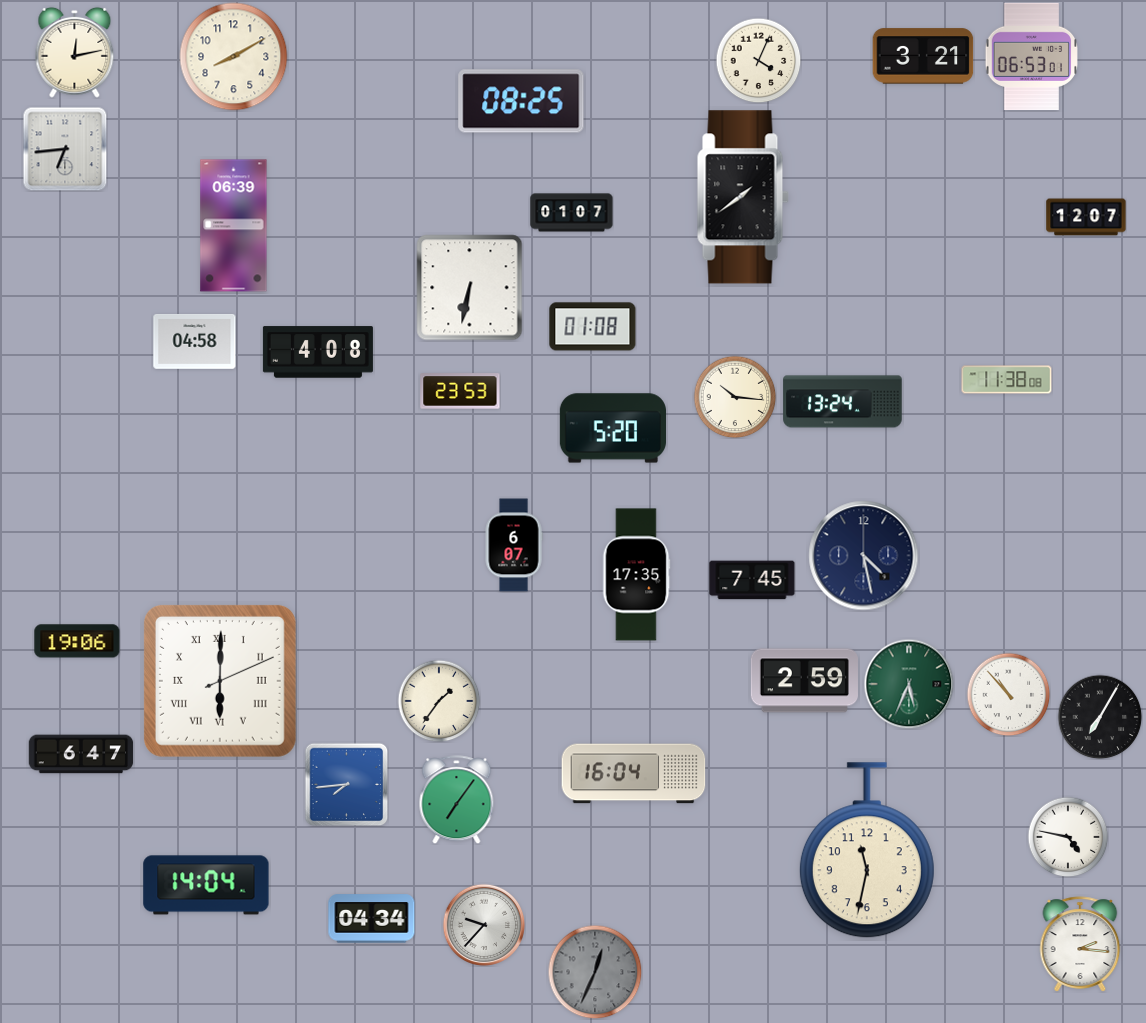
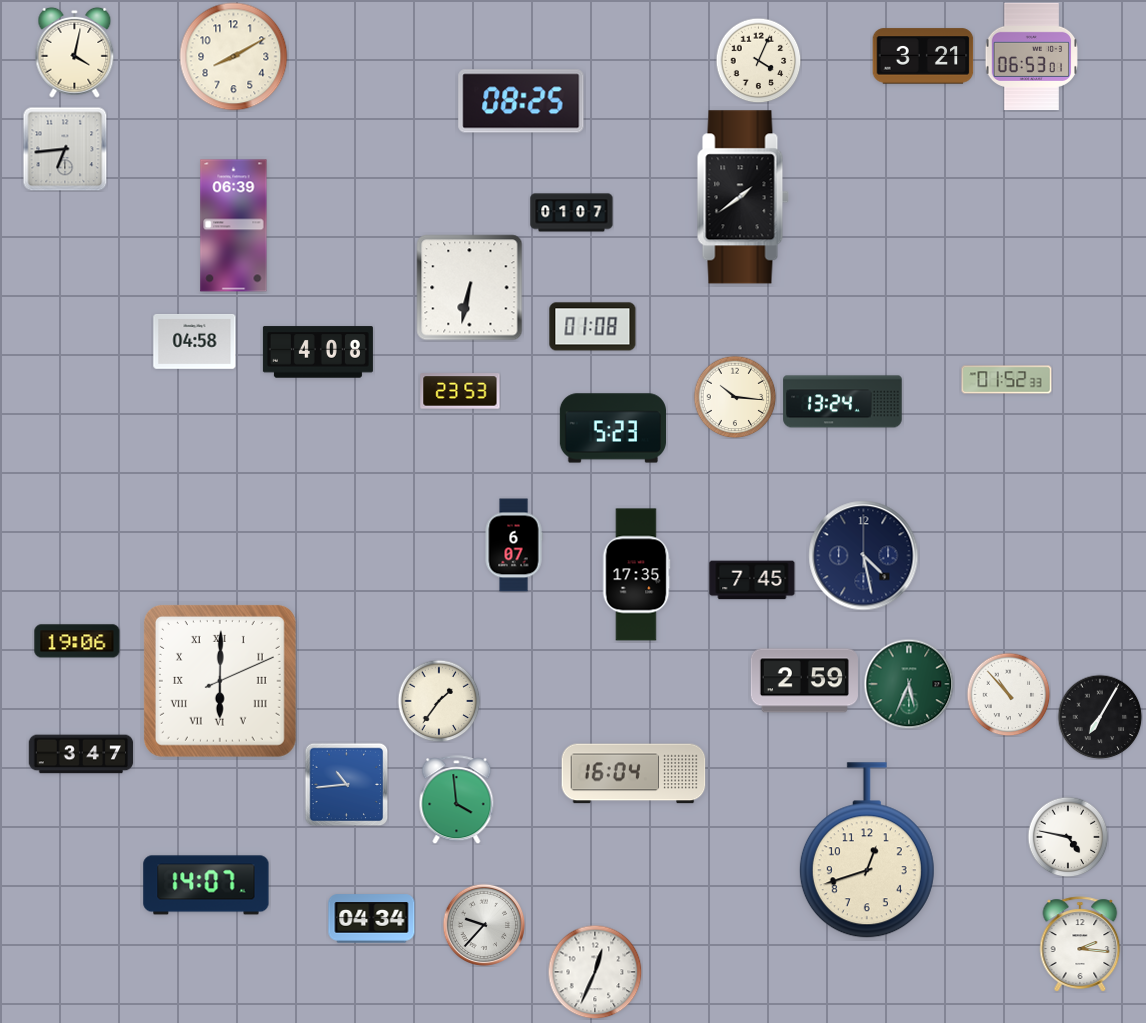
clock at (75, 52): 12:13 -> 4:02
clock at (1086, 217): 12:07 -> none
clock at (1007, 380): 11:38 -> 01:52
clock at (612, 428): 5:20 -> 5:23
clock at (81, 754): 6:47 -> 3:47
clock at (346, 784): 7:44 -> 10:44
clock at (457, 800): 7:06 -> 3:59
clock at (867, 851): 11:32 -> 12:42
clock at (206, 885): 14:04 -> 14:07
clock at (595, 972) dial: grey -> white
